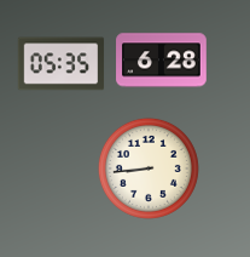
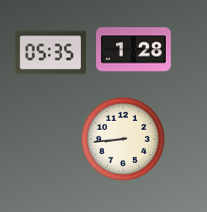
clock at (162, 61): 6:28 -> 1:28
